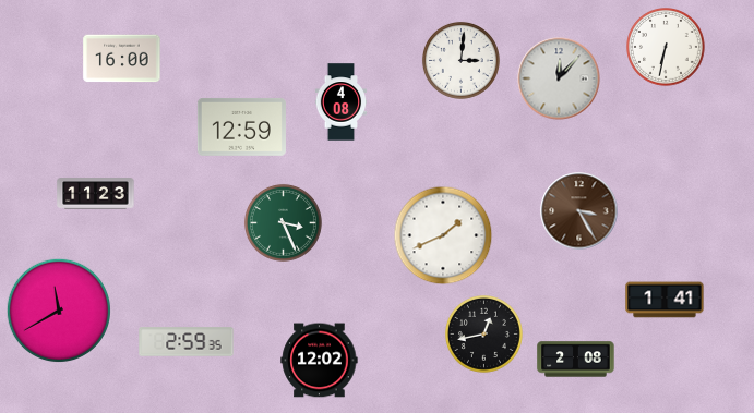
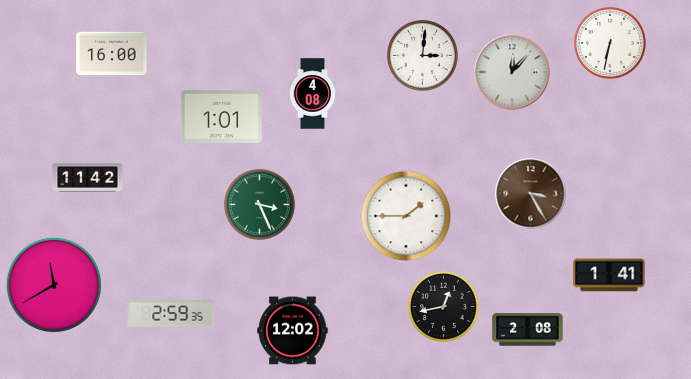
clock at (241, 126): 12:59 -> 1:01
clock at (96, 194): 11:23 -> 11:42
clock at (443, 235): 1:41 -> 1:45
